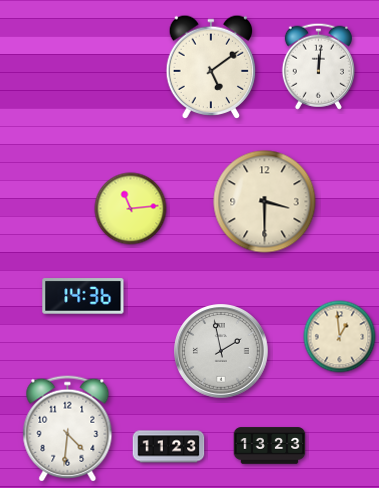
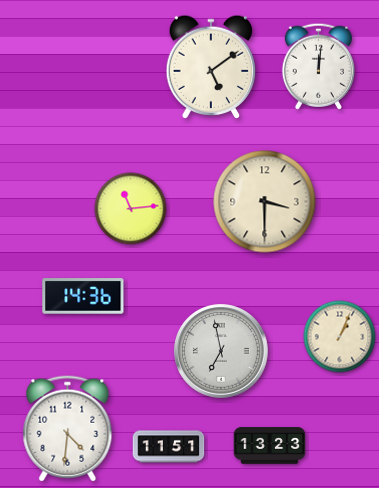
clock at (340, 337): 12:59 -> 1:04
clock at (221, 351): 1:58 -> 6:58
clock at (169, 447): 11:23 -> 11:51
